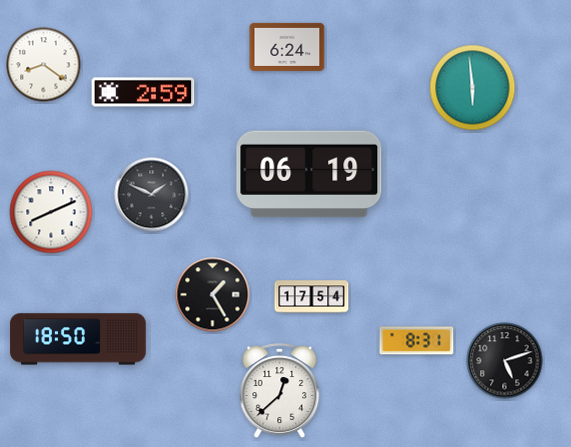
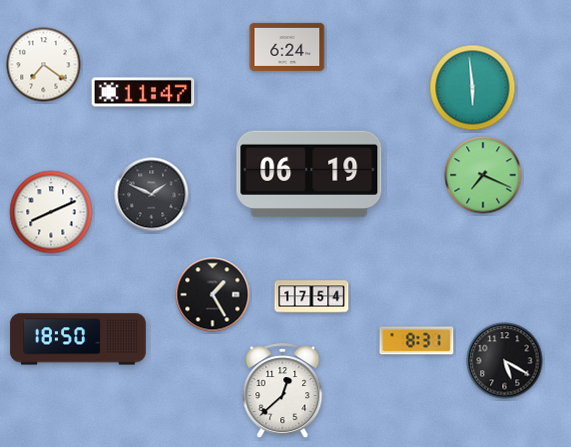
clock at (44, 65): 8:21 -> 7:21
clock at (143, 92): 2:59 -> 11:47
clock at (483, 175): none -> 7:19
clock at (505, 361): 5:12 -> 5:20
clock at (280, 390) position: (280, 390) -> (283, 390)
